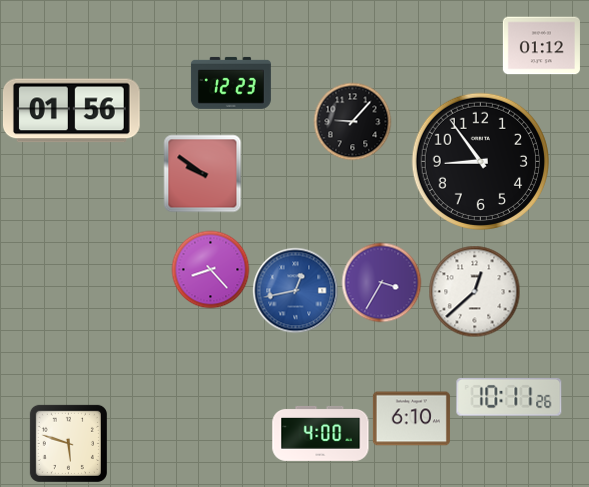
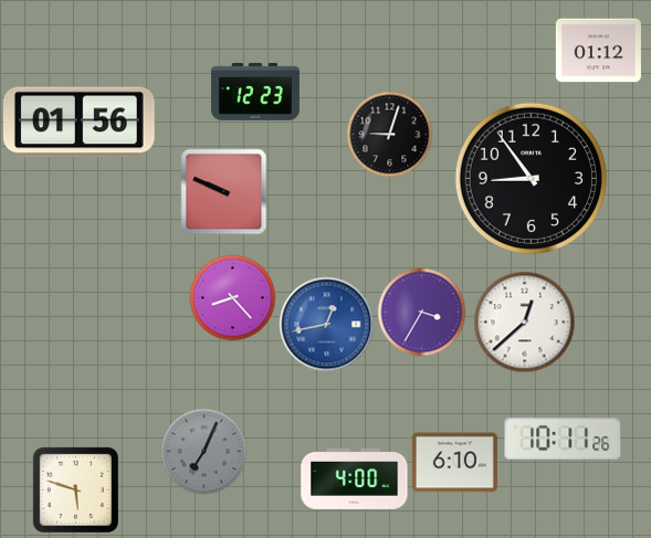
clock at (352, 121): 9:07 -> 9:03
clock at (202, 173): 9:51 -> 9:49
clock at (295, 290) position: (295, 290) -> (326, 324)
clock at (203, 451): none -> 7:04
